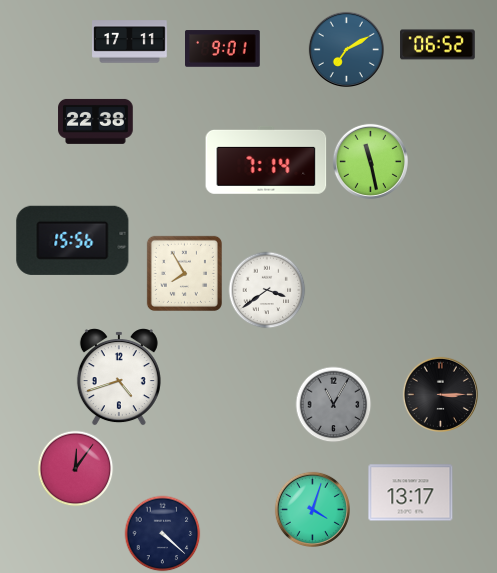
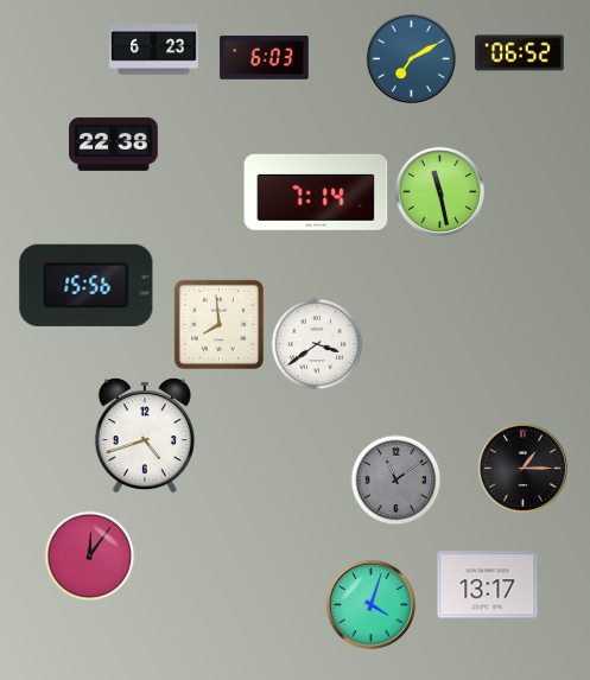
clock at (130, 42): 17:11 -> 6:23
clock at (223, 49): 9:01 -> 6:03
clock at (184, 273): 7:55 -> 7:59
clock at (119, 377) position: (119, 377) -> (145, 436)
clock at (440, 394): 3:15 -> 1:15
clock at (334, 405): 11:05 -> 11:09
clock at (163, 534): 4:22 -> none
